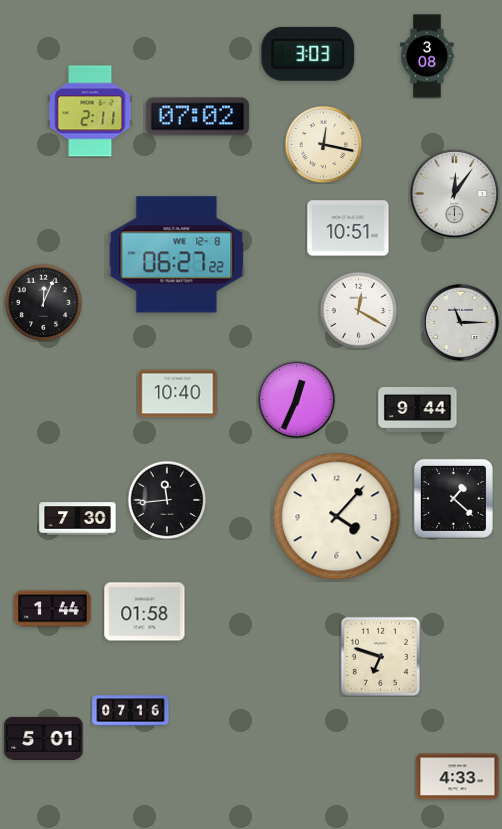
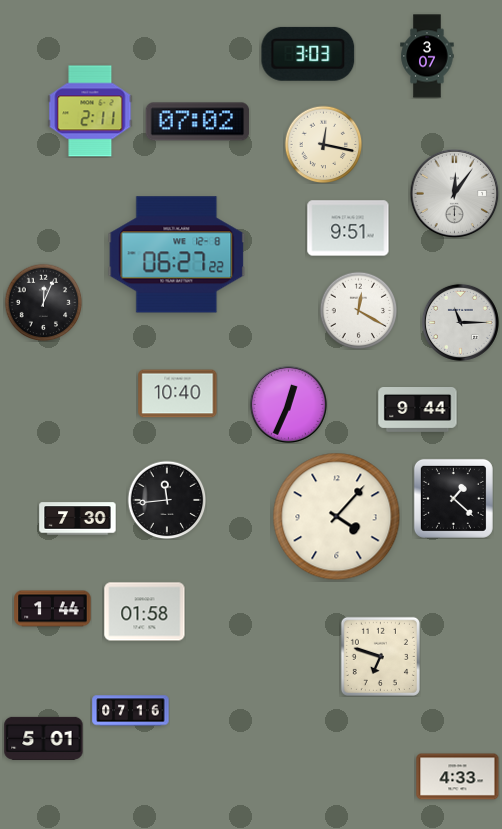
clock at (427, 56): 3:08 -> 3:07
clock at (198, 117) position: (198, 117) -> (198, 122)
clock at (348, 228): 10:51 -> 9:51
clock at (296, 399) position: (296, 399) -> (288, 404)
